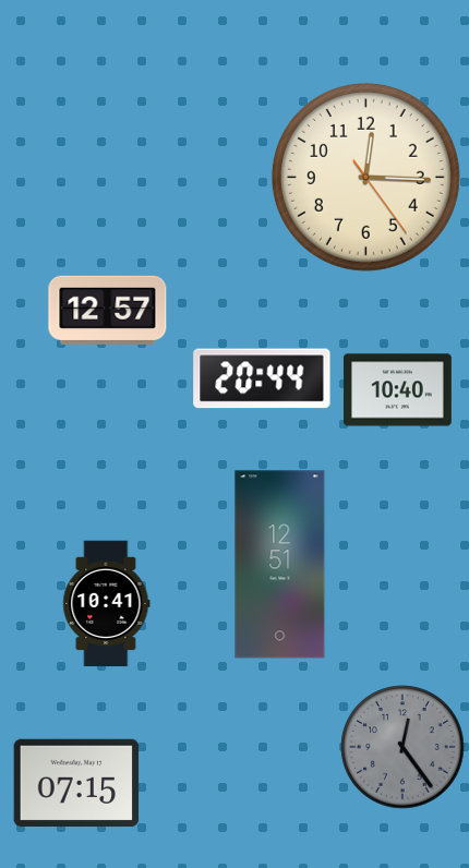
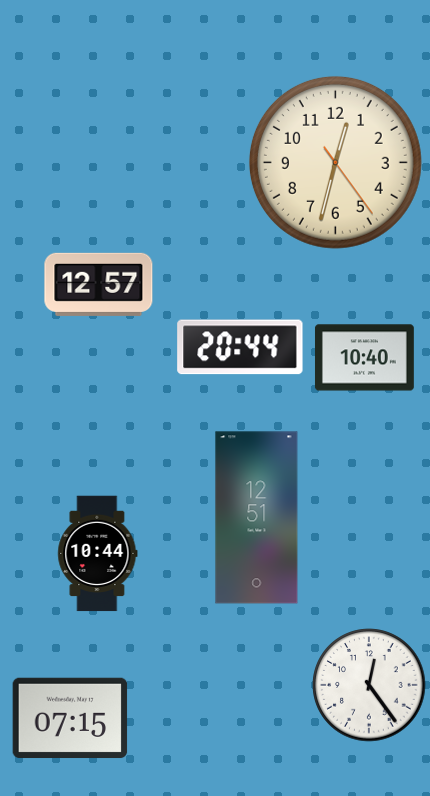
clock at (365, 177): 12:15 -> 12:32
clock at (107, 604): 10:41 -> 10:44
clock at (402, 747) dial: grey -> white
